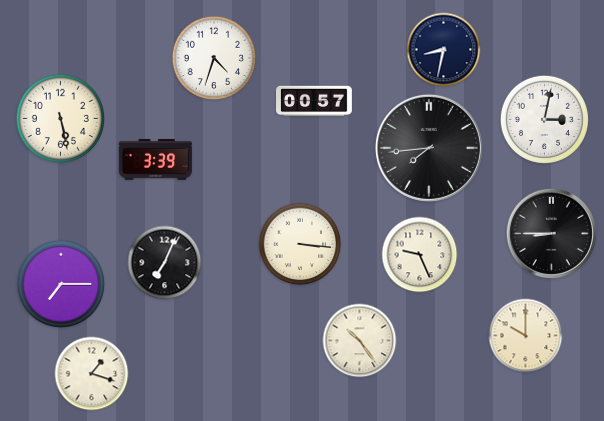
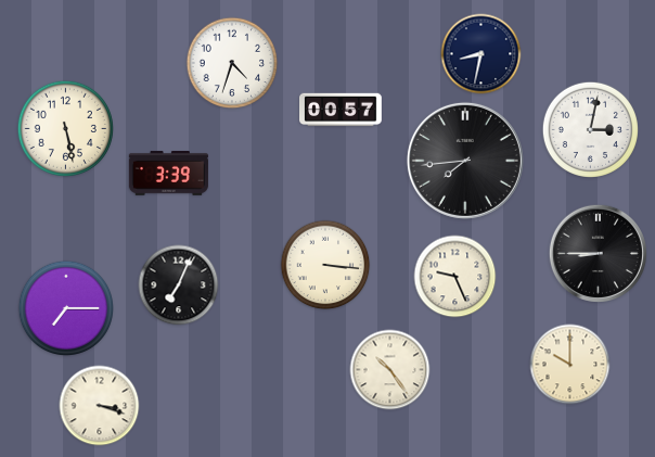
clock at (92, 374): 1:18 -> 3:18
